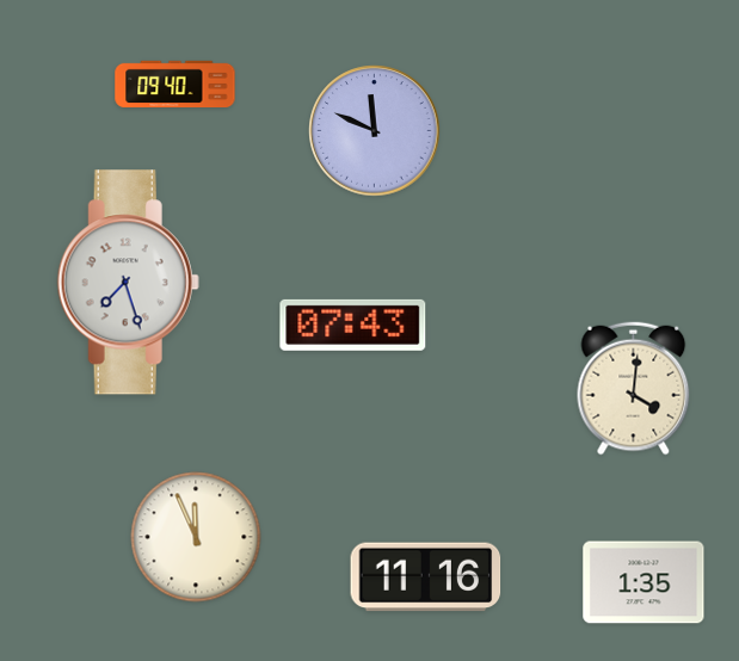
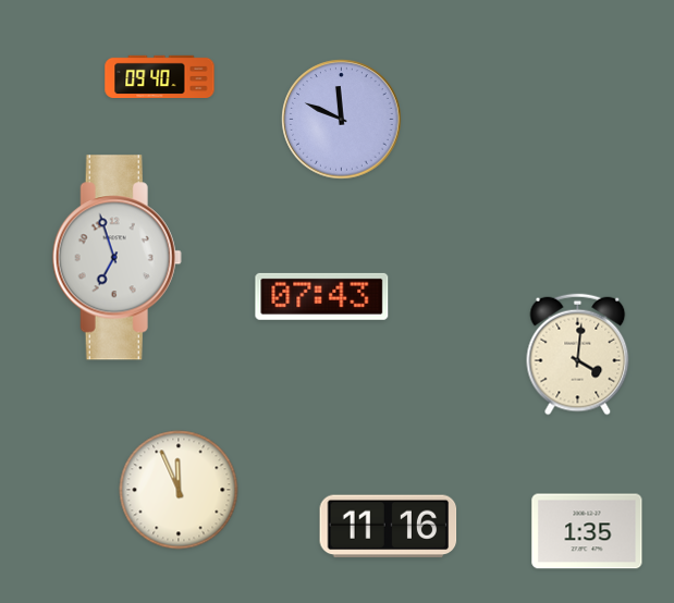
clock at (128, 283): 7:27 -> 6:57
